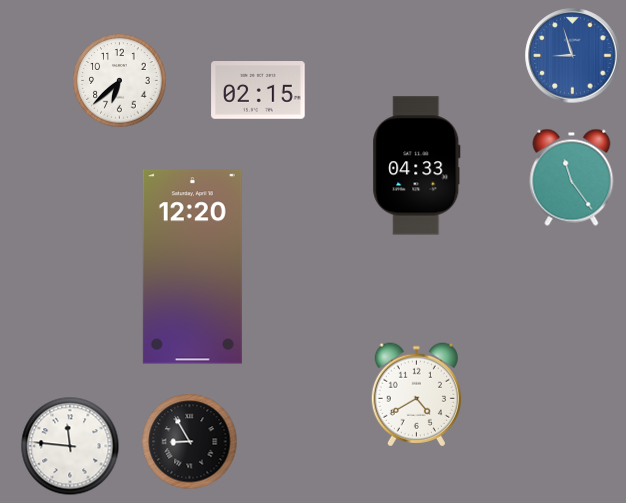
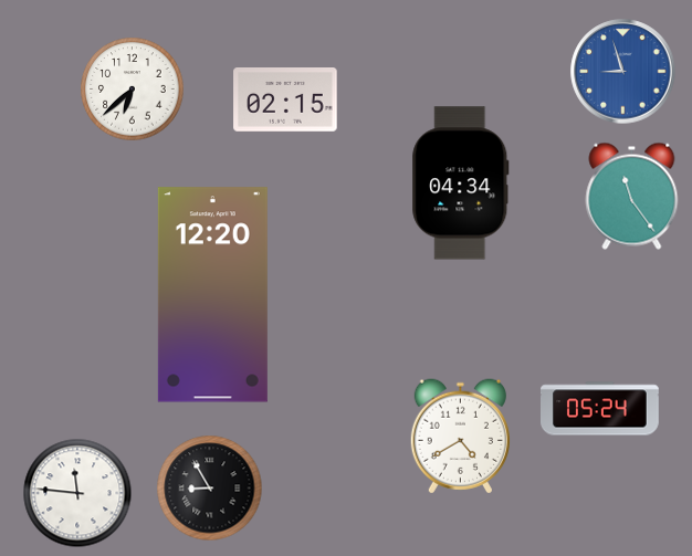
clock at (573, 56) position: (573, 56) -> (623, 72)
clock at (417, 166): 04:33 -> 04:34
clock at (600, 409): none -> 05:24
